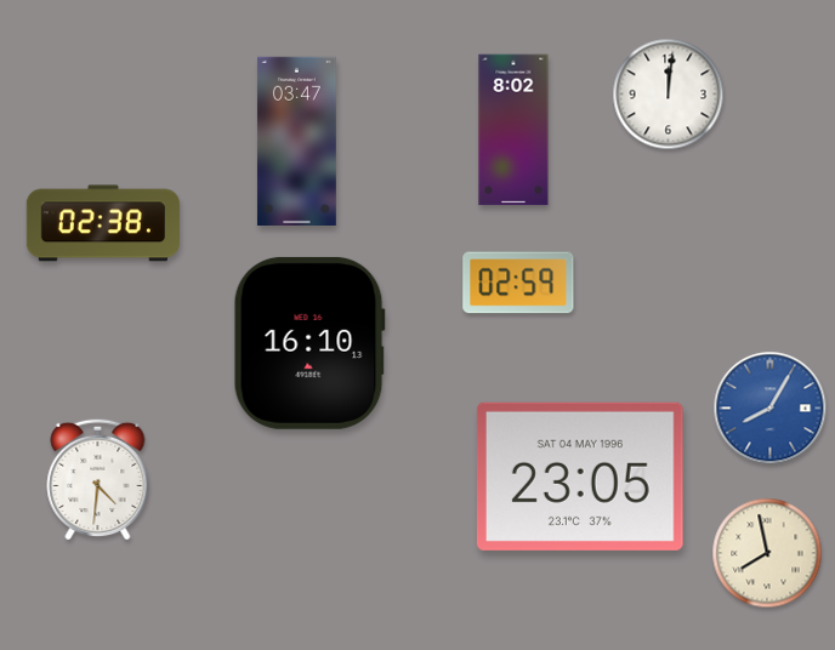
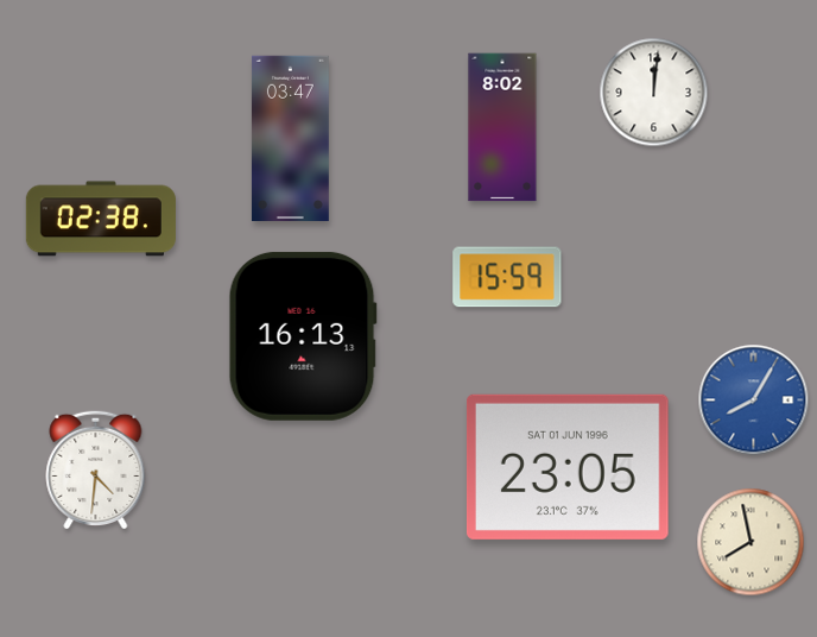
clock at (518, 283): 02:59 -> 15:59
clock at (309, 343): 16:10 -> 16:13
clock at (580, 477) date: SAT 04 MAY 1996 -> SAT 01 JUN 1996
